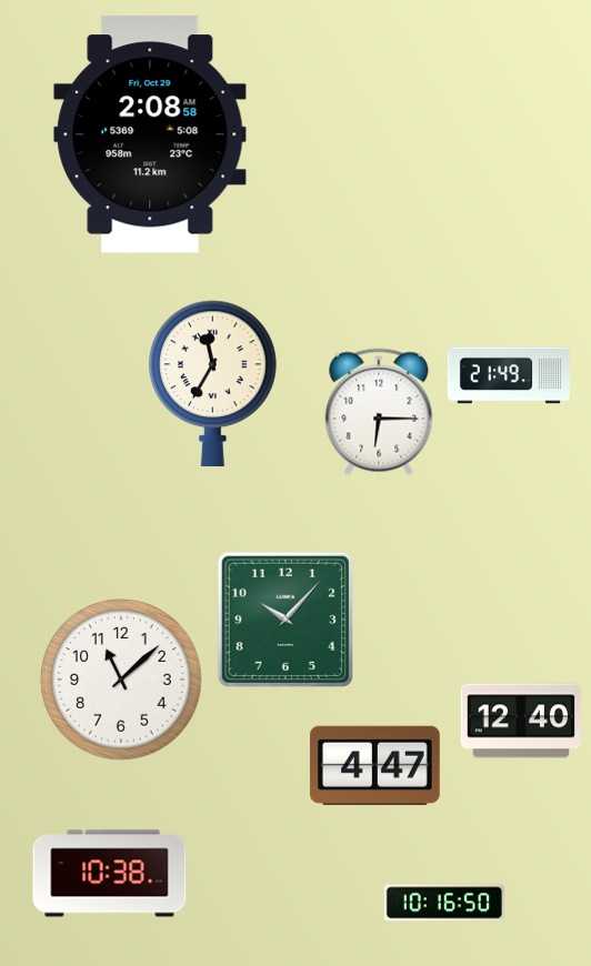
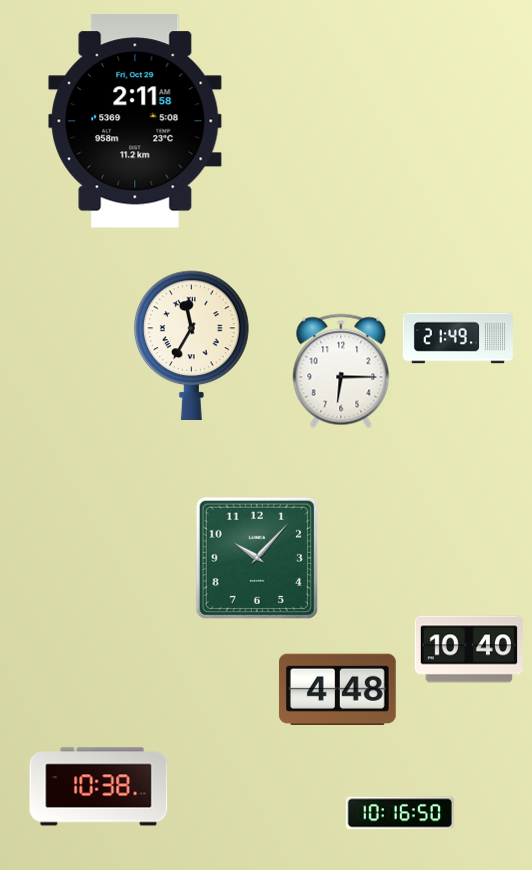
clock at (150, 134): 2:08 -> 2:11
clock at (121, 680): 11:08 -> none
clock at (521, 721): 12:40 -> 10:40
clock at (374, 765): 4:47 -> 4:48
